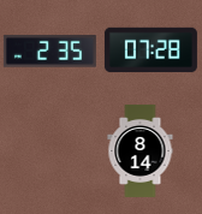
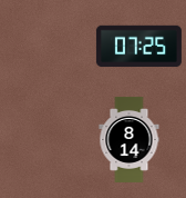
clock at (150, 50): 07:28 -> 07:25
clock at (49, 52): 2:35 -> none
